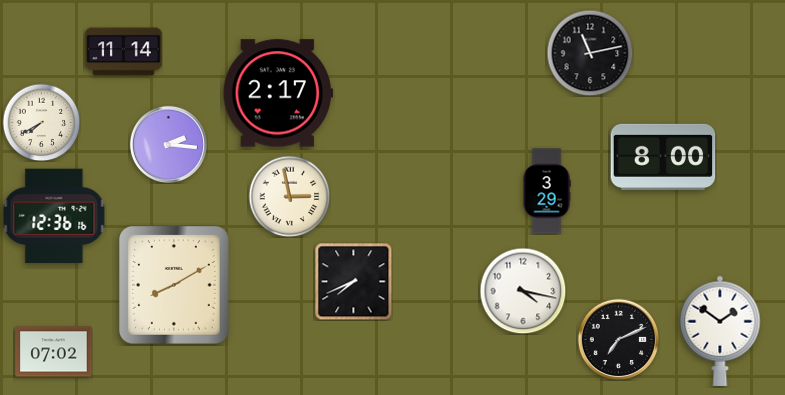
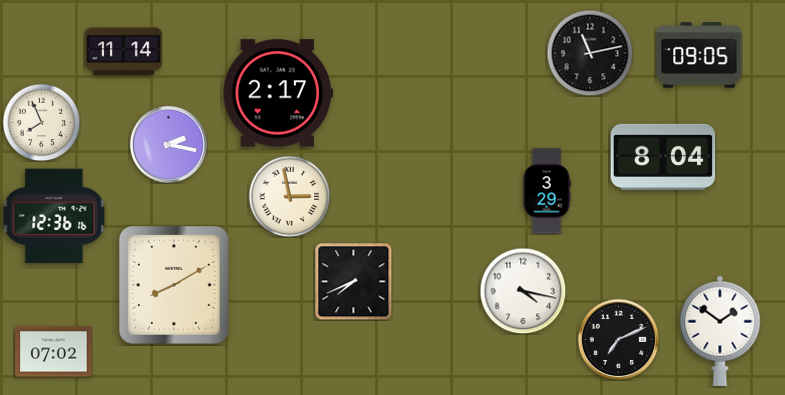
clock at (699, 55): none -> 09:05
clock at (41, 122): 7:40 -> 7:56
clock at (168, 144): 2:16 -> 2:17
clock at (663, 157): 8:00 -> 8:04
